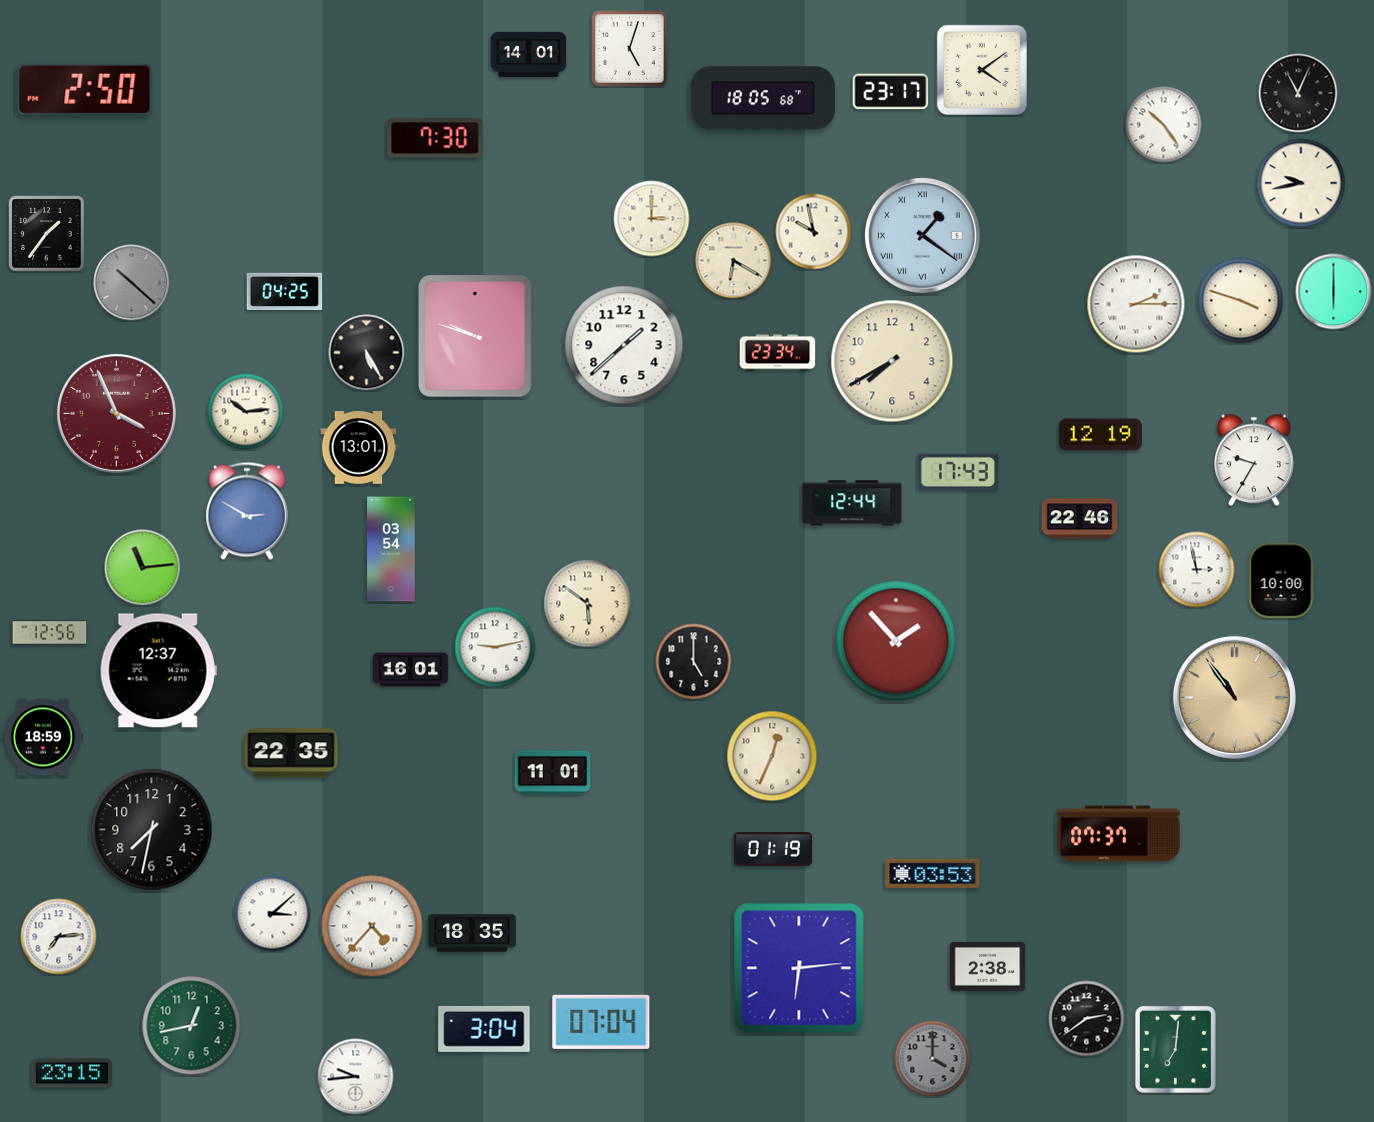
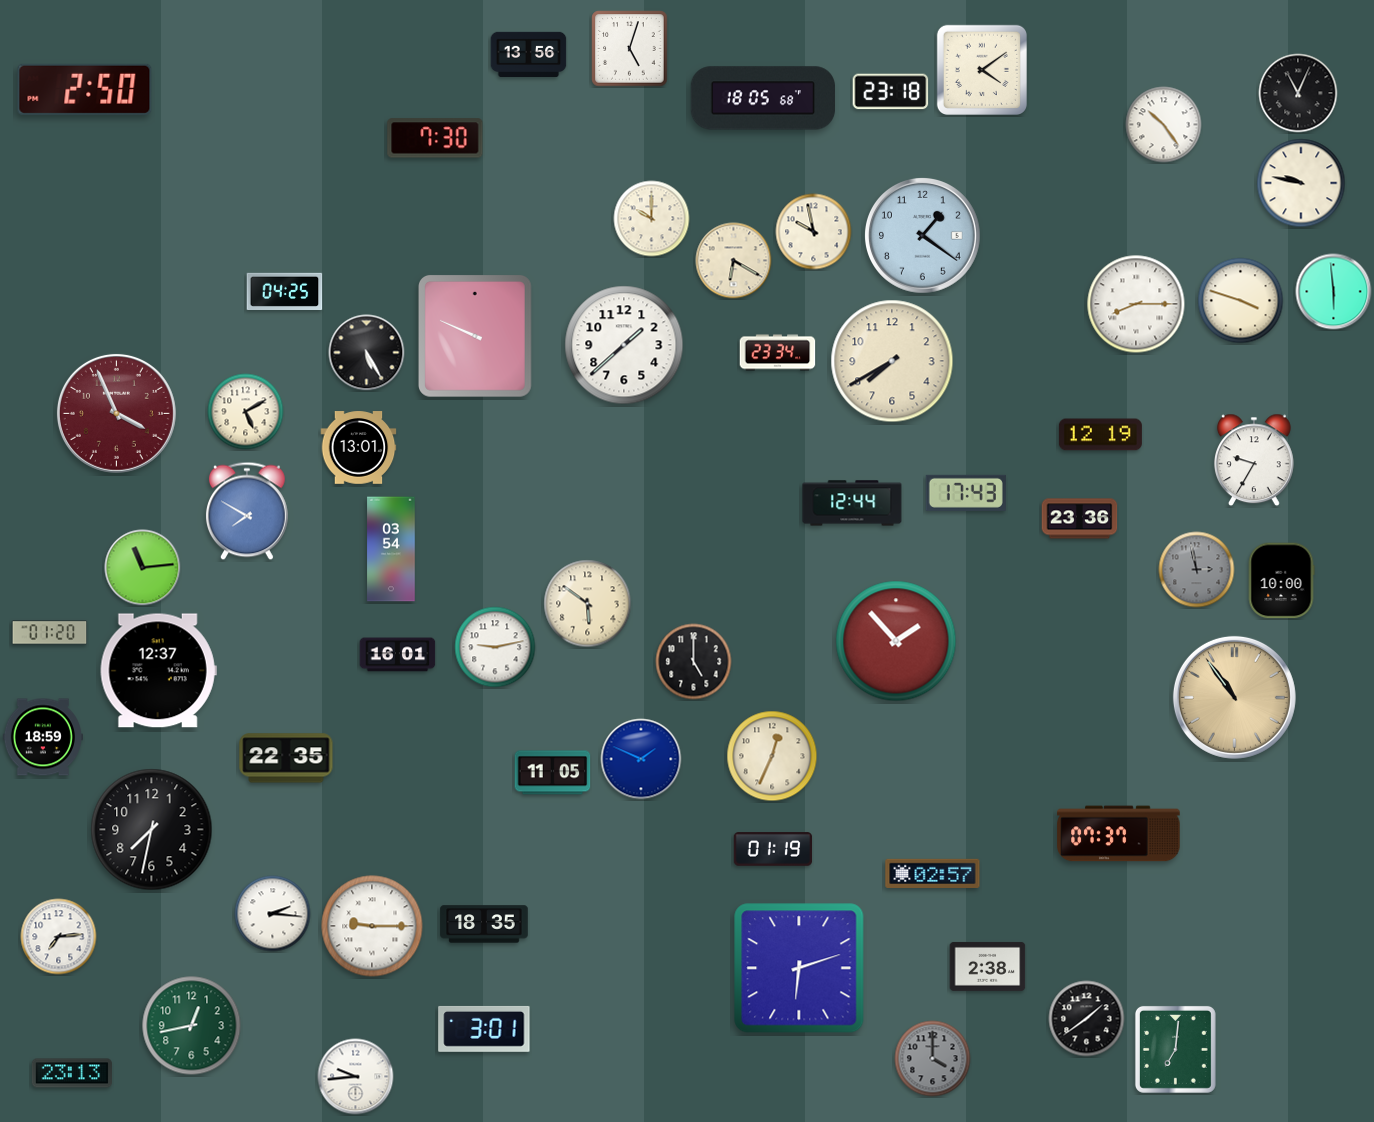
clock at (529, 54): 14:01 -> 13:56
clock at (891, 92): 23:17 -> 23:18
clock at (1301, 183): 9:43 -> 9:47
clock at (652, 219): 3:00 -> 10:00
clock at (47, 234): 1:36 -> none
clock at (923, 236) numerals: Roman -> Arabic
clock at (132, 283): 10:22 -> none
clock at (1334, 292): 6:00 -> 5:59
clock at (1136, 304): 2:15 -> 8:15
clock at (475, 336): 9:48 -> 9:49
clock at (246, 412): 10:14 -> 5:10
clock at (958, 472) position: (958, 472) -> (966, 493)
clock at (247, 511): 2:50 -> 7:50
clock at (1080, 519): 22:46 -> 23:36
clock at (1197, 570) dial: white -> grey
clock at (50, 633): 12:56 -> 01:20
clock at (411, 670) position: (411, 670) -> (398, 655)
clock at (291, 753) position: (291, 753) -> (286, 758)
clock at (641, 759): none -> 1:49
clock at (553, 773): 11:01 -> 11:05
clock at (933, 873): 03:53 -> 02:57
clock at (273, 914): 3:08 -> 2:16
clock at (372, 926): 4:37 -> 9:15
clock at (472, 933) position: (472, 933) -> (484, 924)
clock at (799, 968): 6:14 -> 6:12
clock at (1087, 1019): 2:39 -> 1:39
clock at (601, 1022): 07:04 -> none
clock at (484, 1029): 3:04 -> 3:01
clock at (72, 1073): 23:15 -> 23:13
